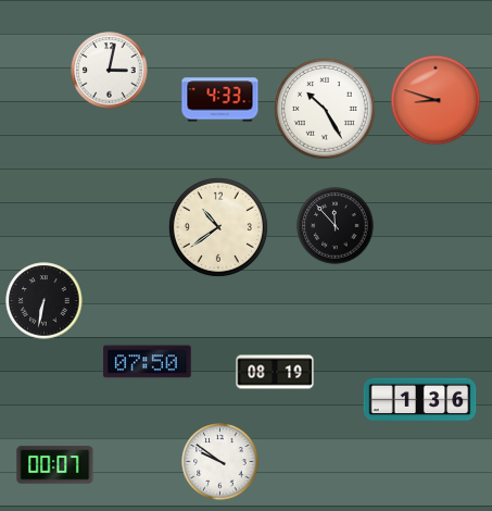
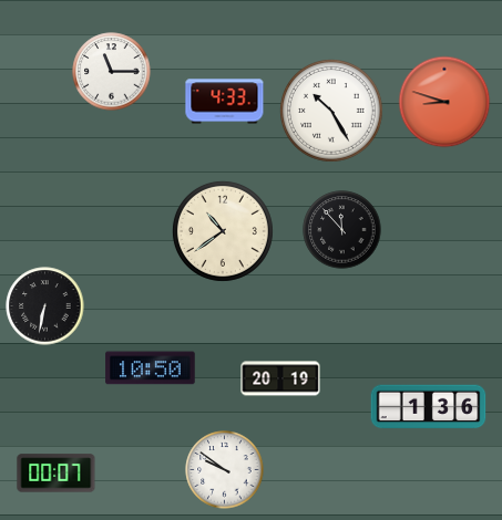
clock at (110, 71): 3:02 -> 11:15
clock at (148, 362): 07:50 -> 10:50
clock at (275, 372): 08:19 -> 20:19
